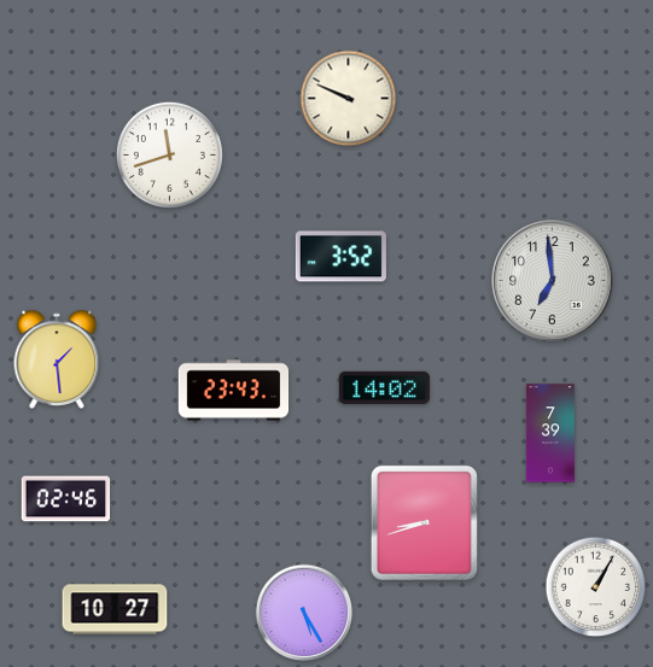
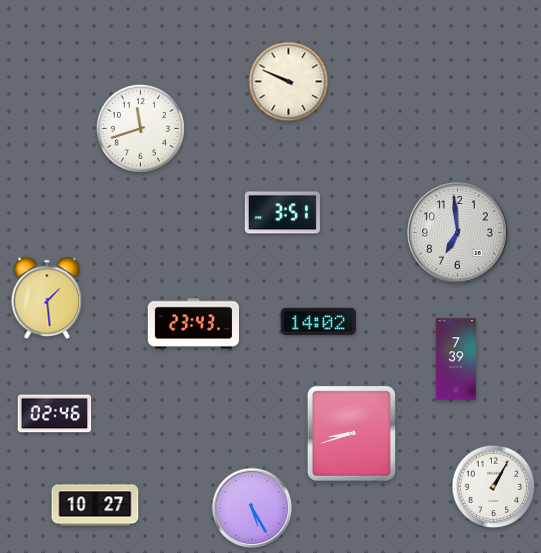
clock at (340, 257): 3:52 -> 3:51
